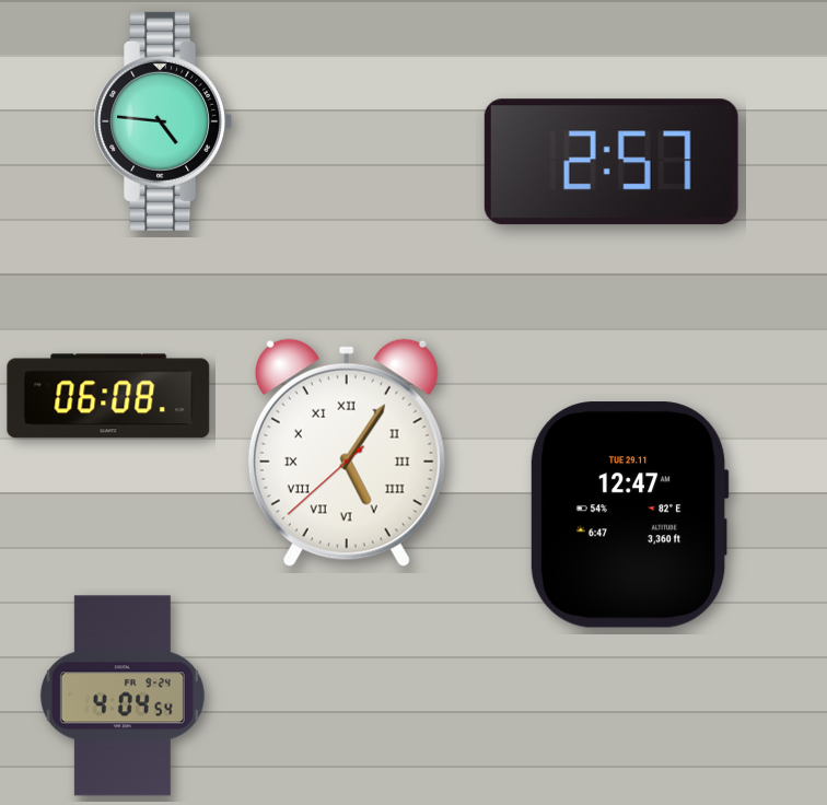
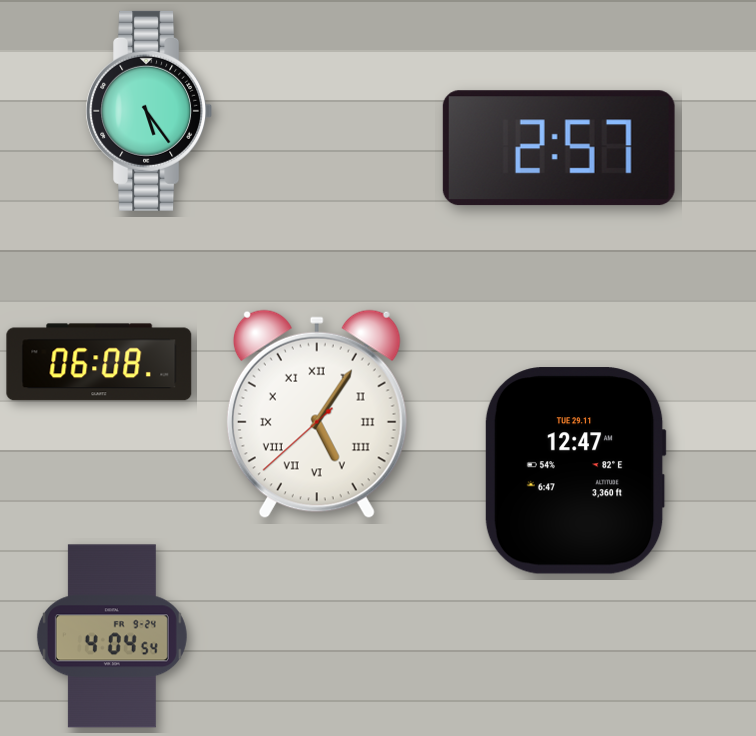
clock at (163, 121): 4:46 -> 5:24
